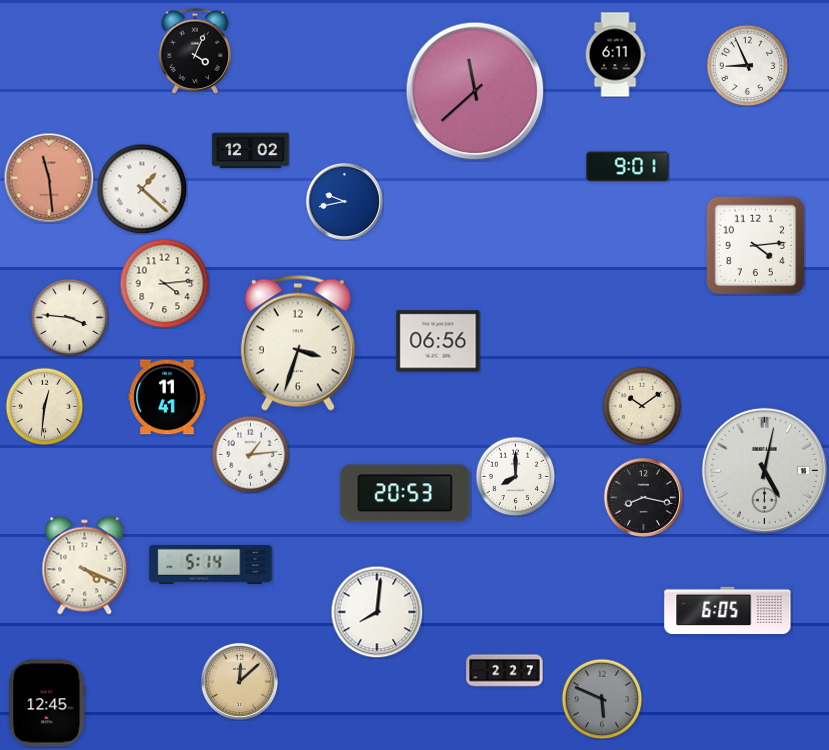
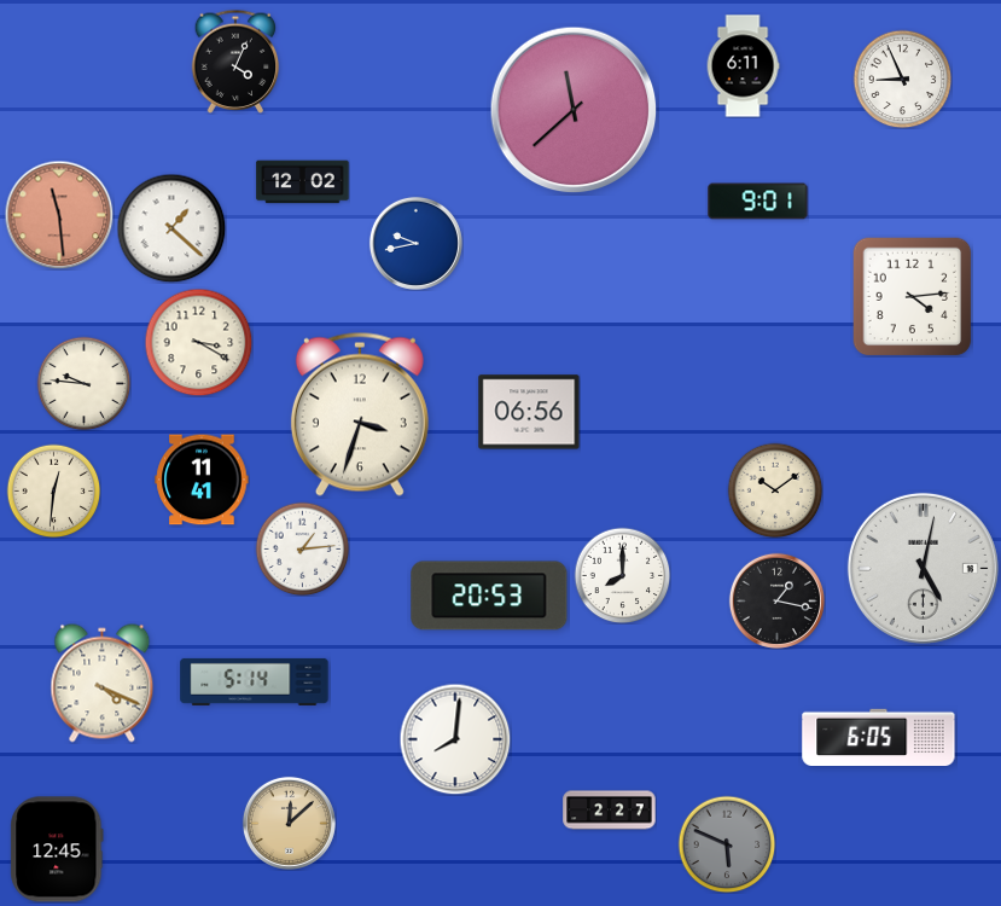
clock at (164, 283): 4:14 -> 3:20
clock at (69, 317): 3:46 -> 9:46
clock at (643, 497): 8:17 -> 1:17
